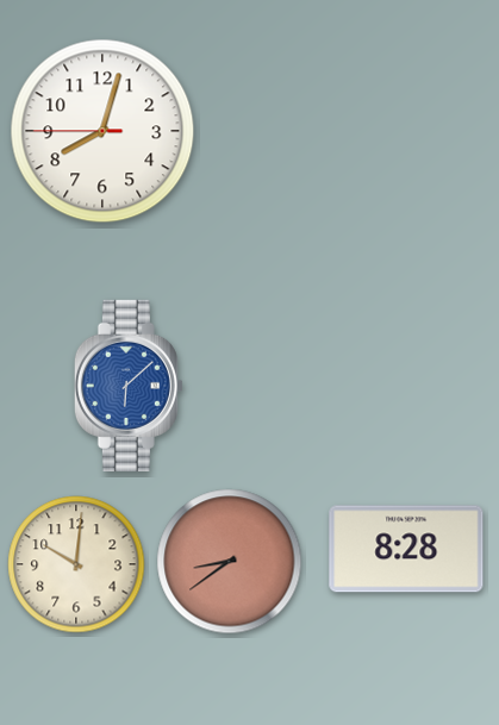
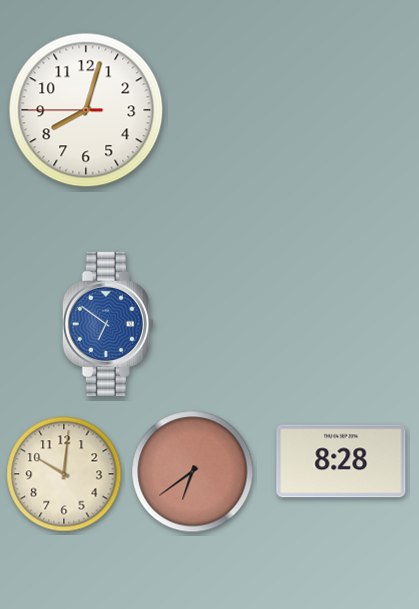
clock at (129, 386): 6:08 -> 6:51
clock at (230, 562): 8:39 -> 6:39
